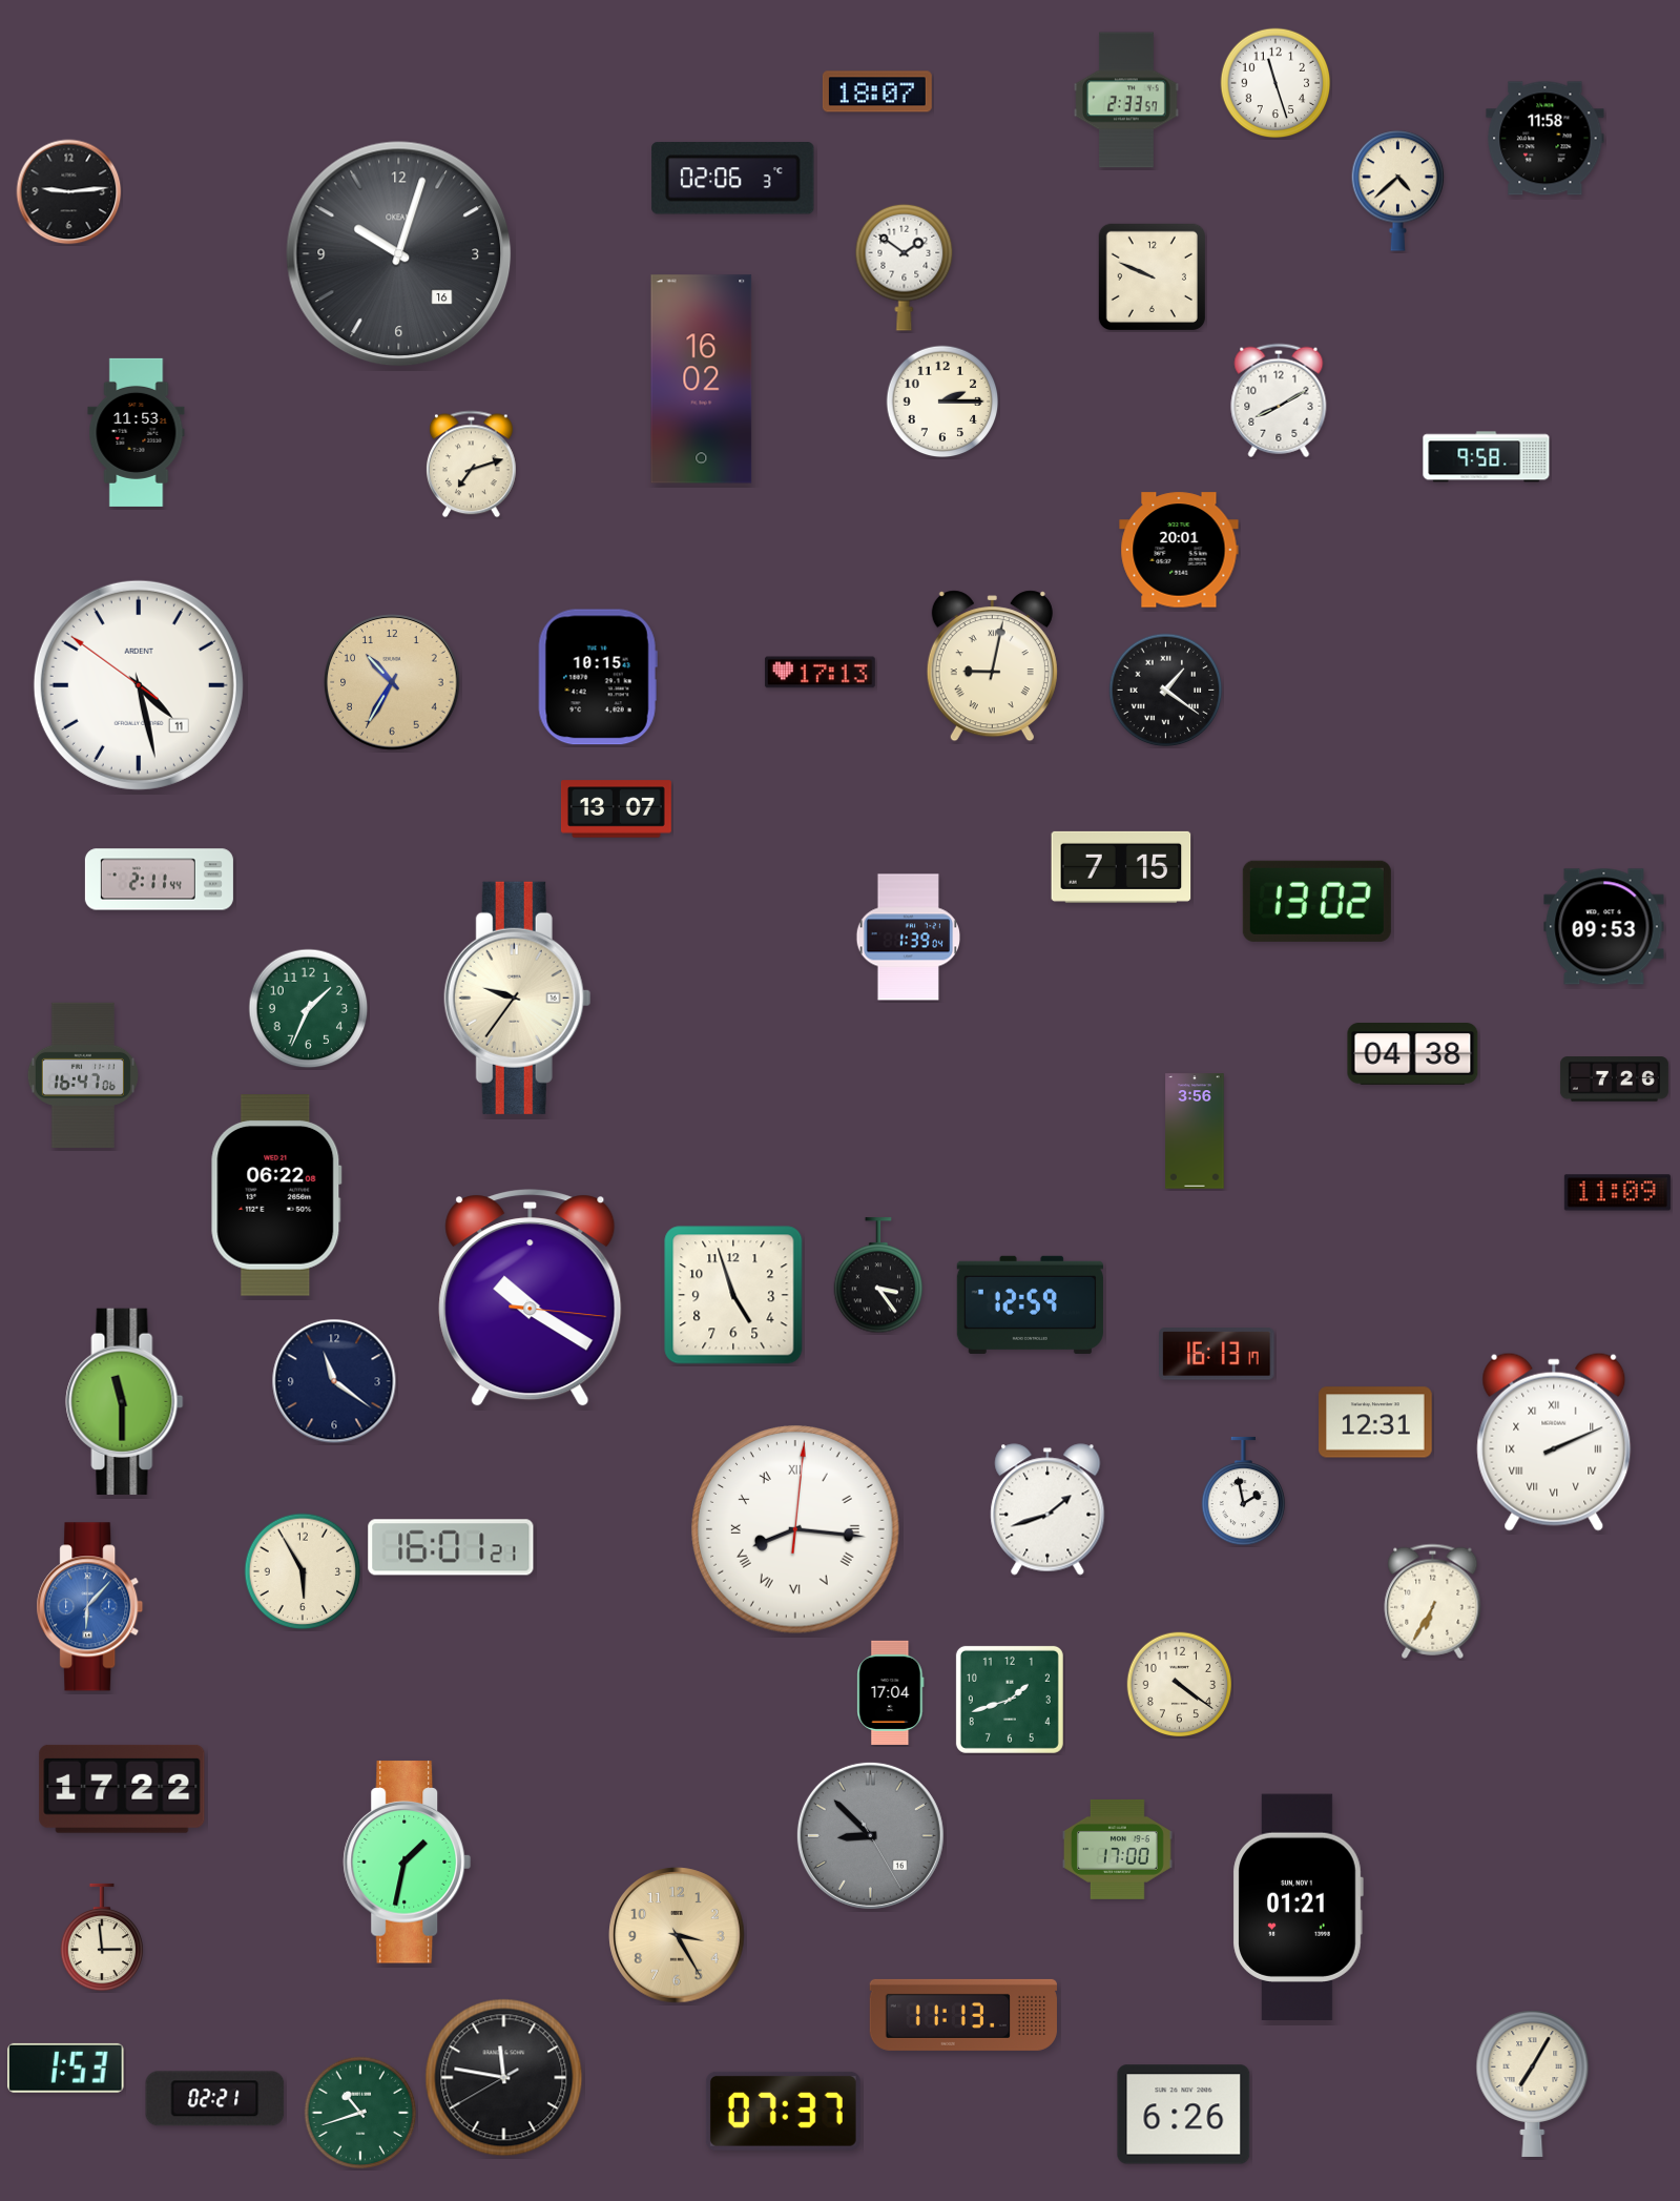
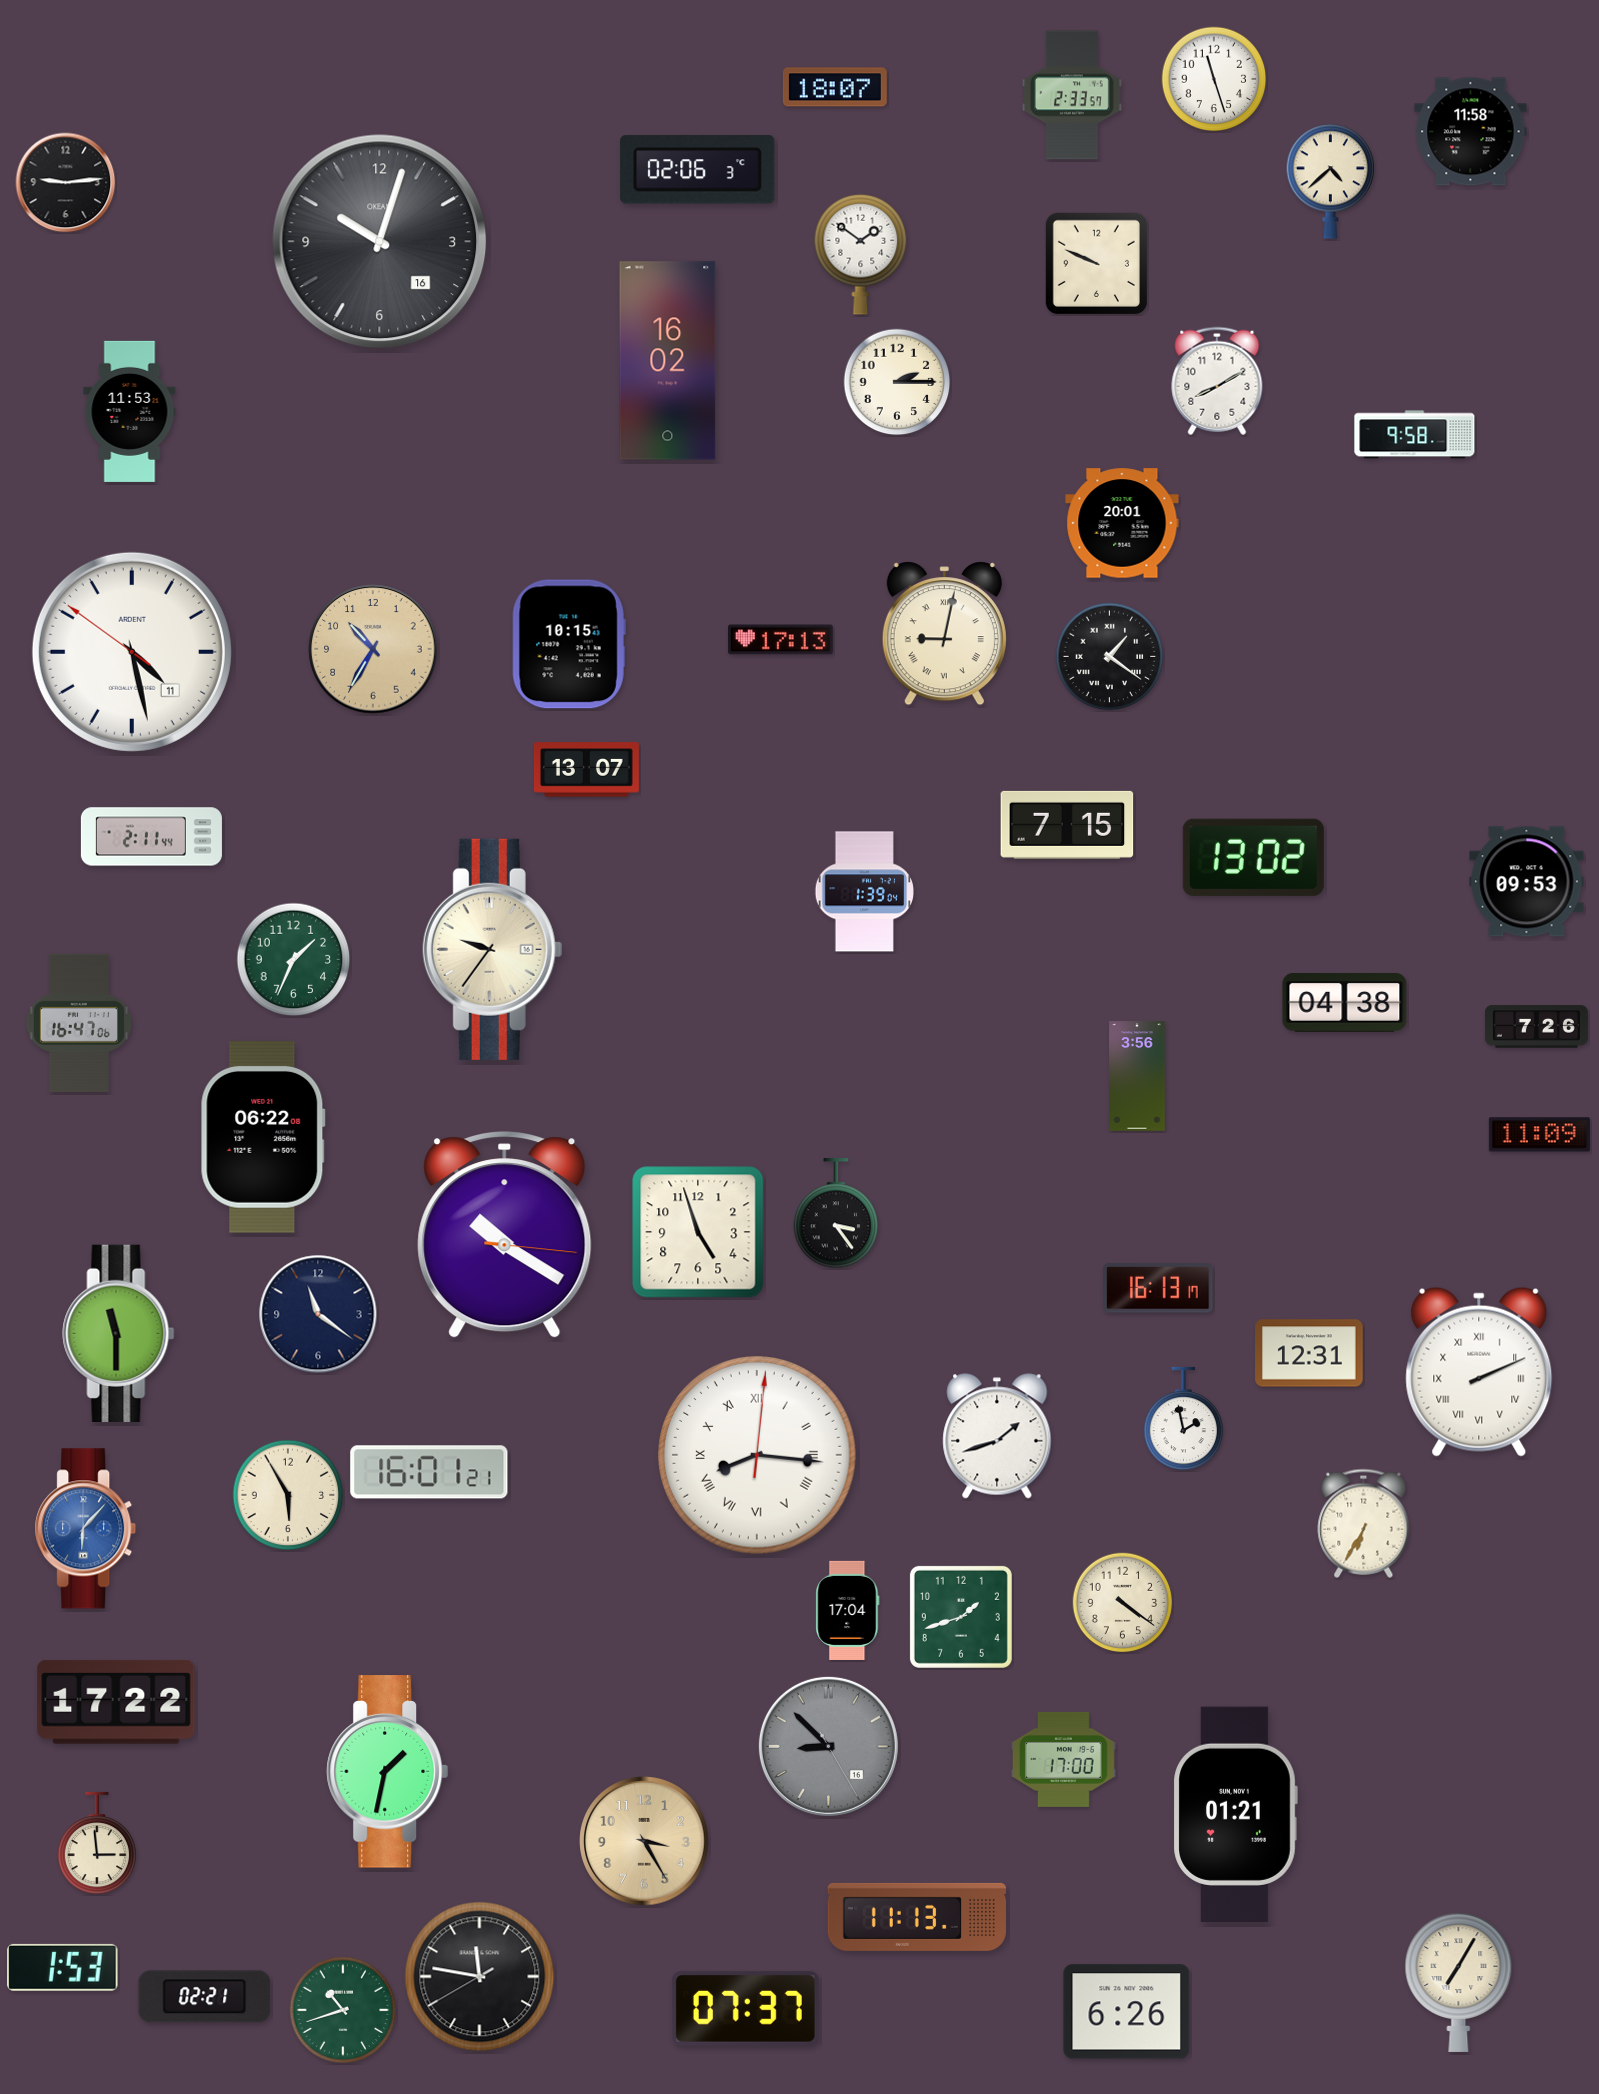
clock at (472, 465): 7:12 -> none
clock at (1030, 1304): 12:59 -> none
